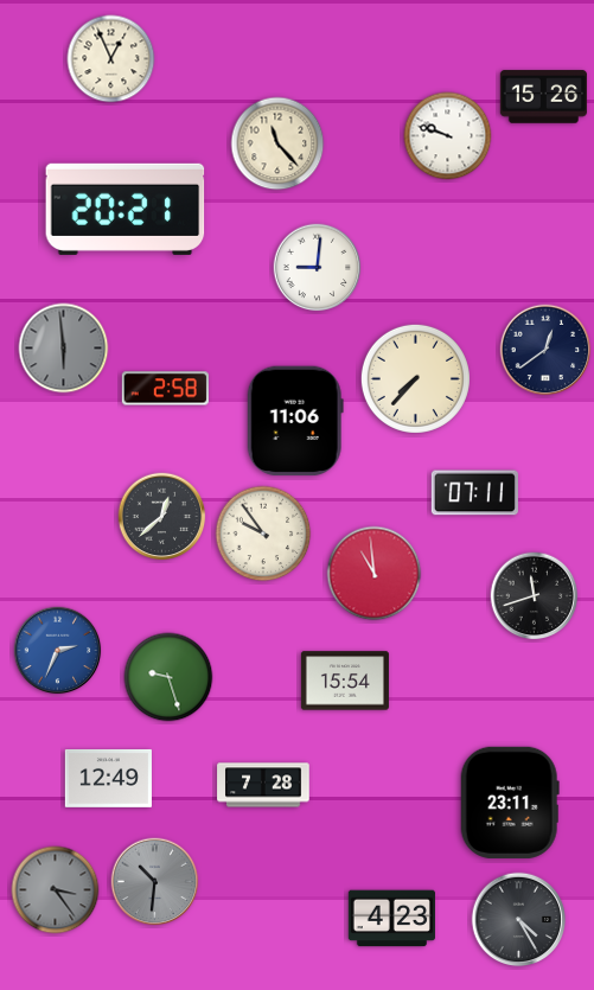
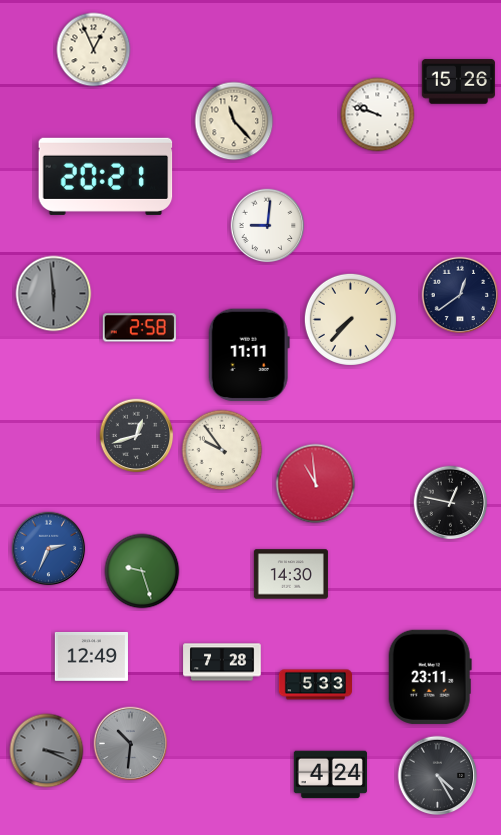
clock at (295, 421): 11:06 -> 11:11
clock at (474, 493): 07:11 -> none
clock at (162, 517): 12:38 -> 12:42
clock at (535, 596): 11:42 -> 12:47
clock at (345, 681): 15:54 -> 14:30
clock at (315, 685): none -> 5:33
clock at (56, 890): 3:24 -> 3:19
clock at (391, 919): 4:23 -> 4:24
